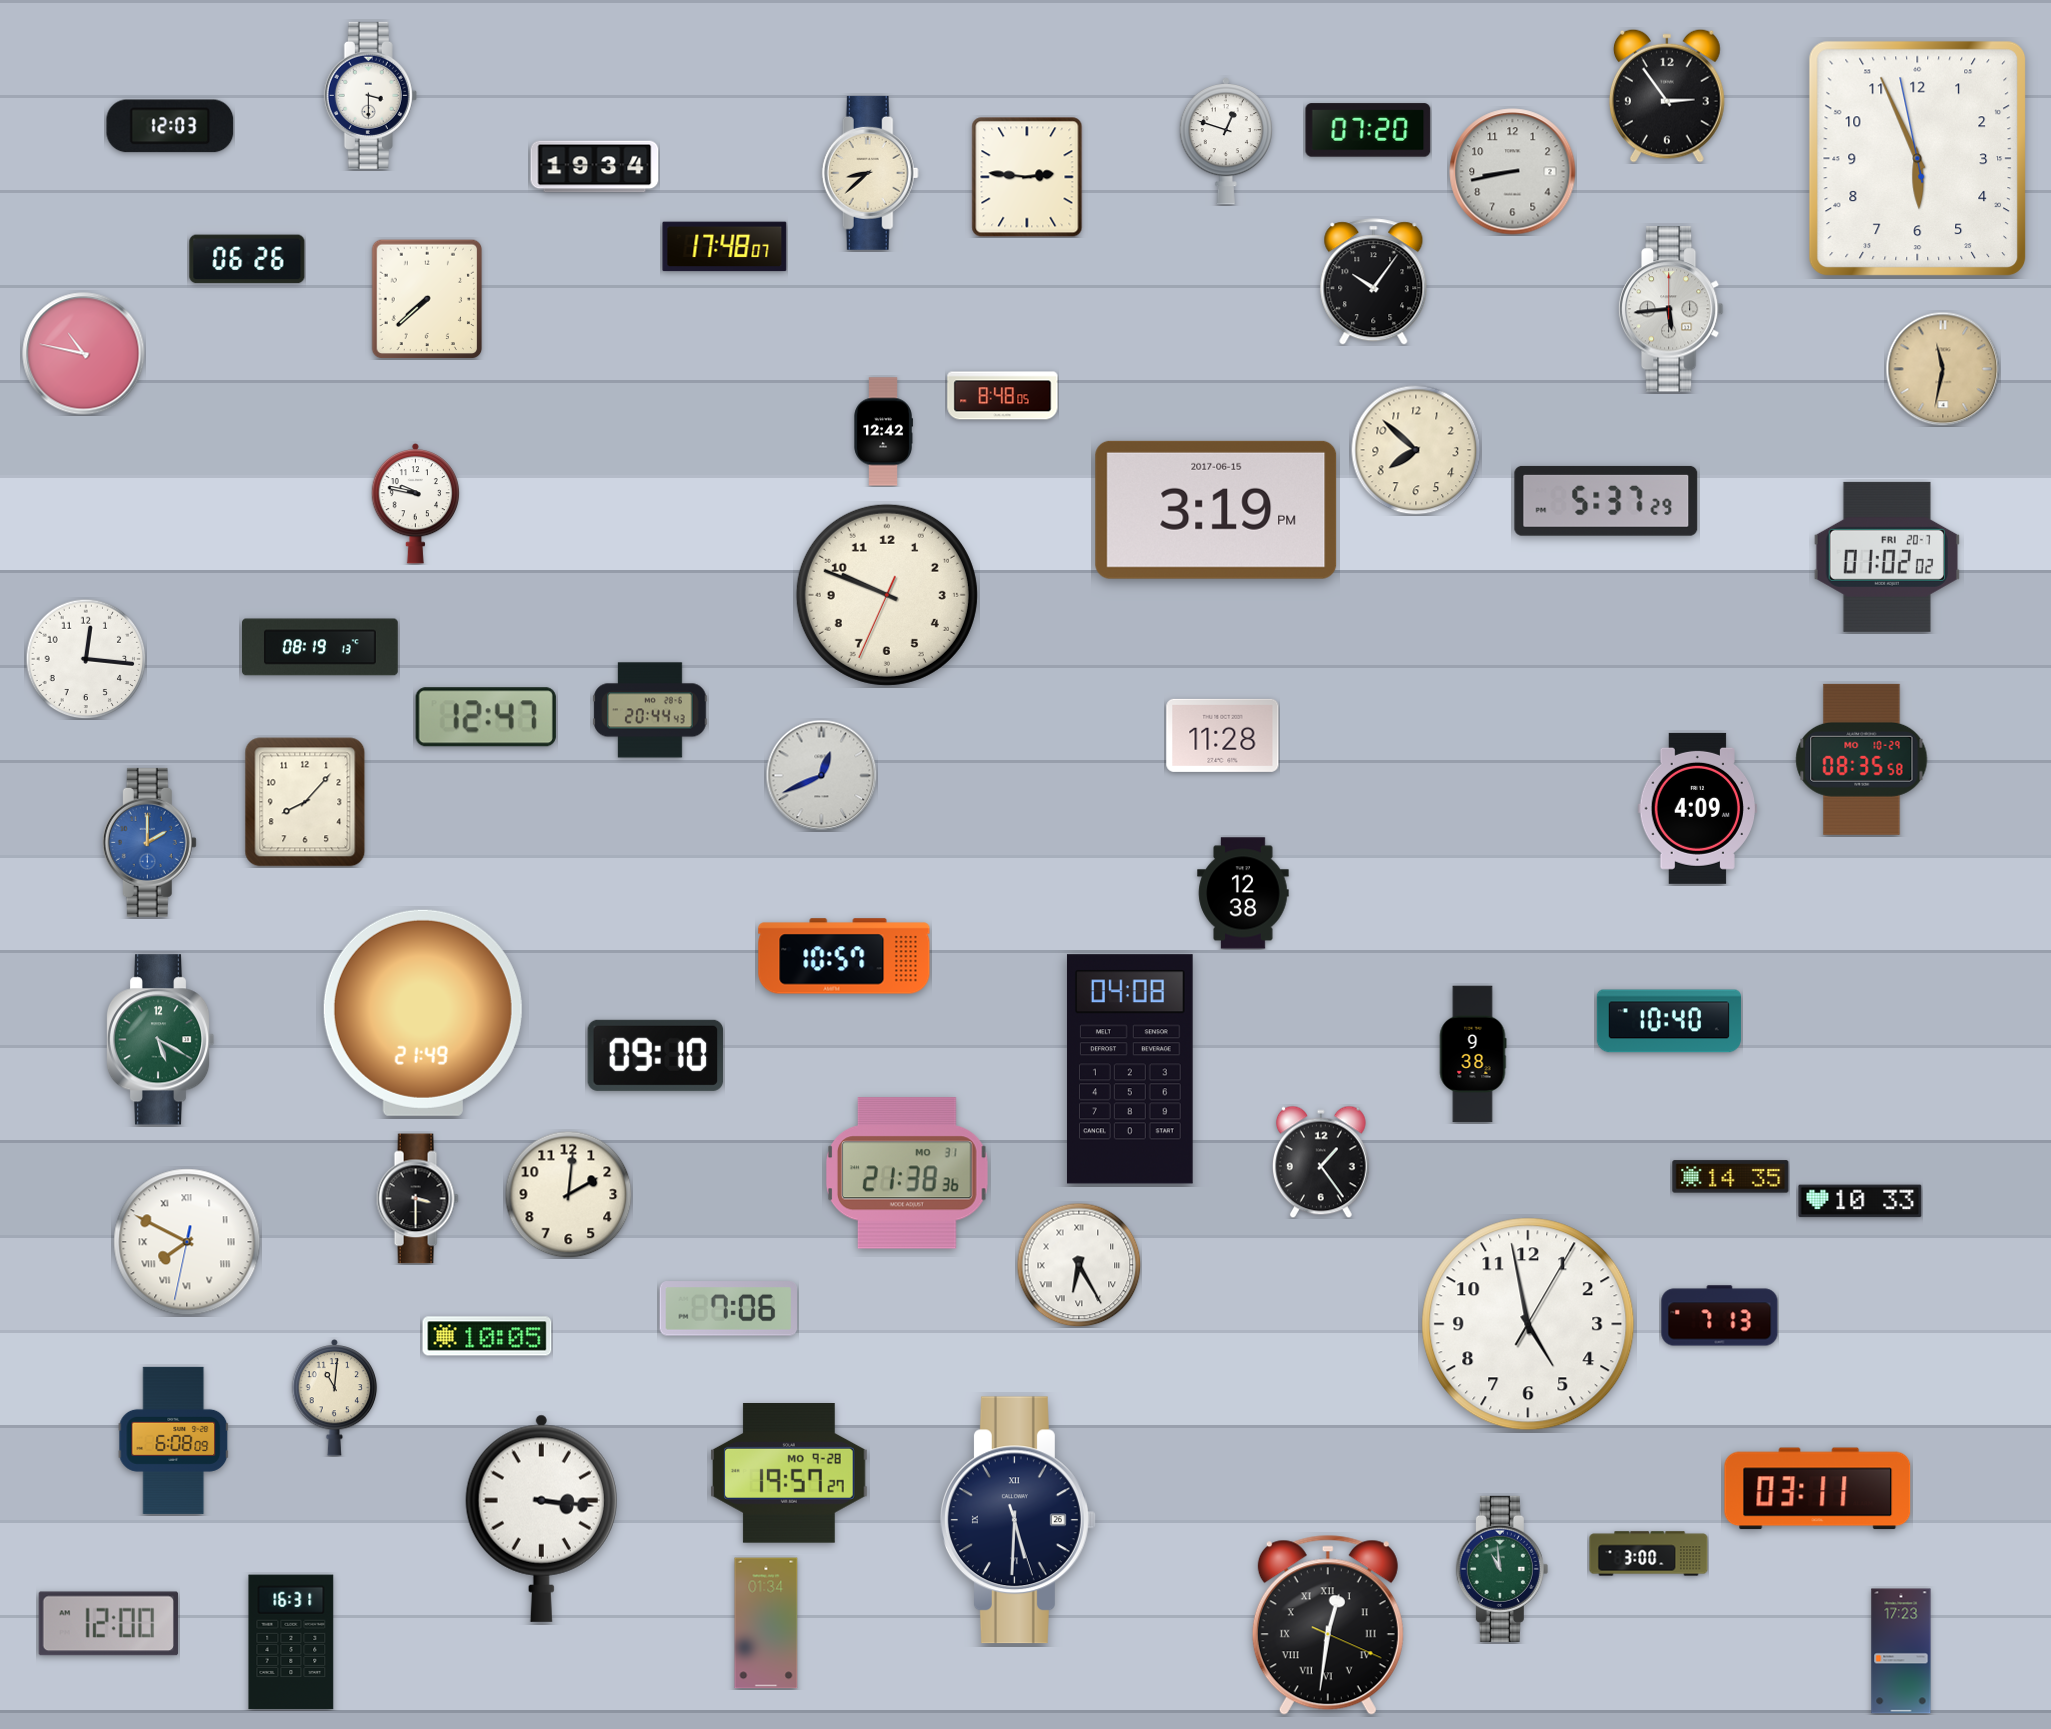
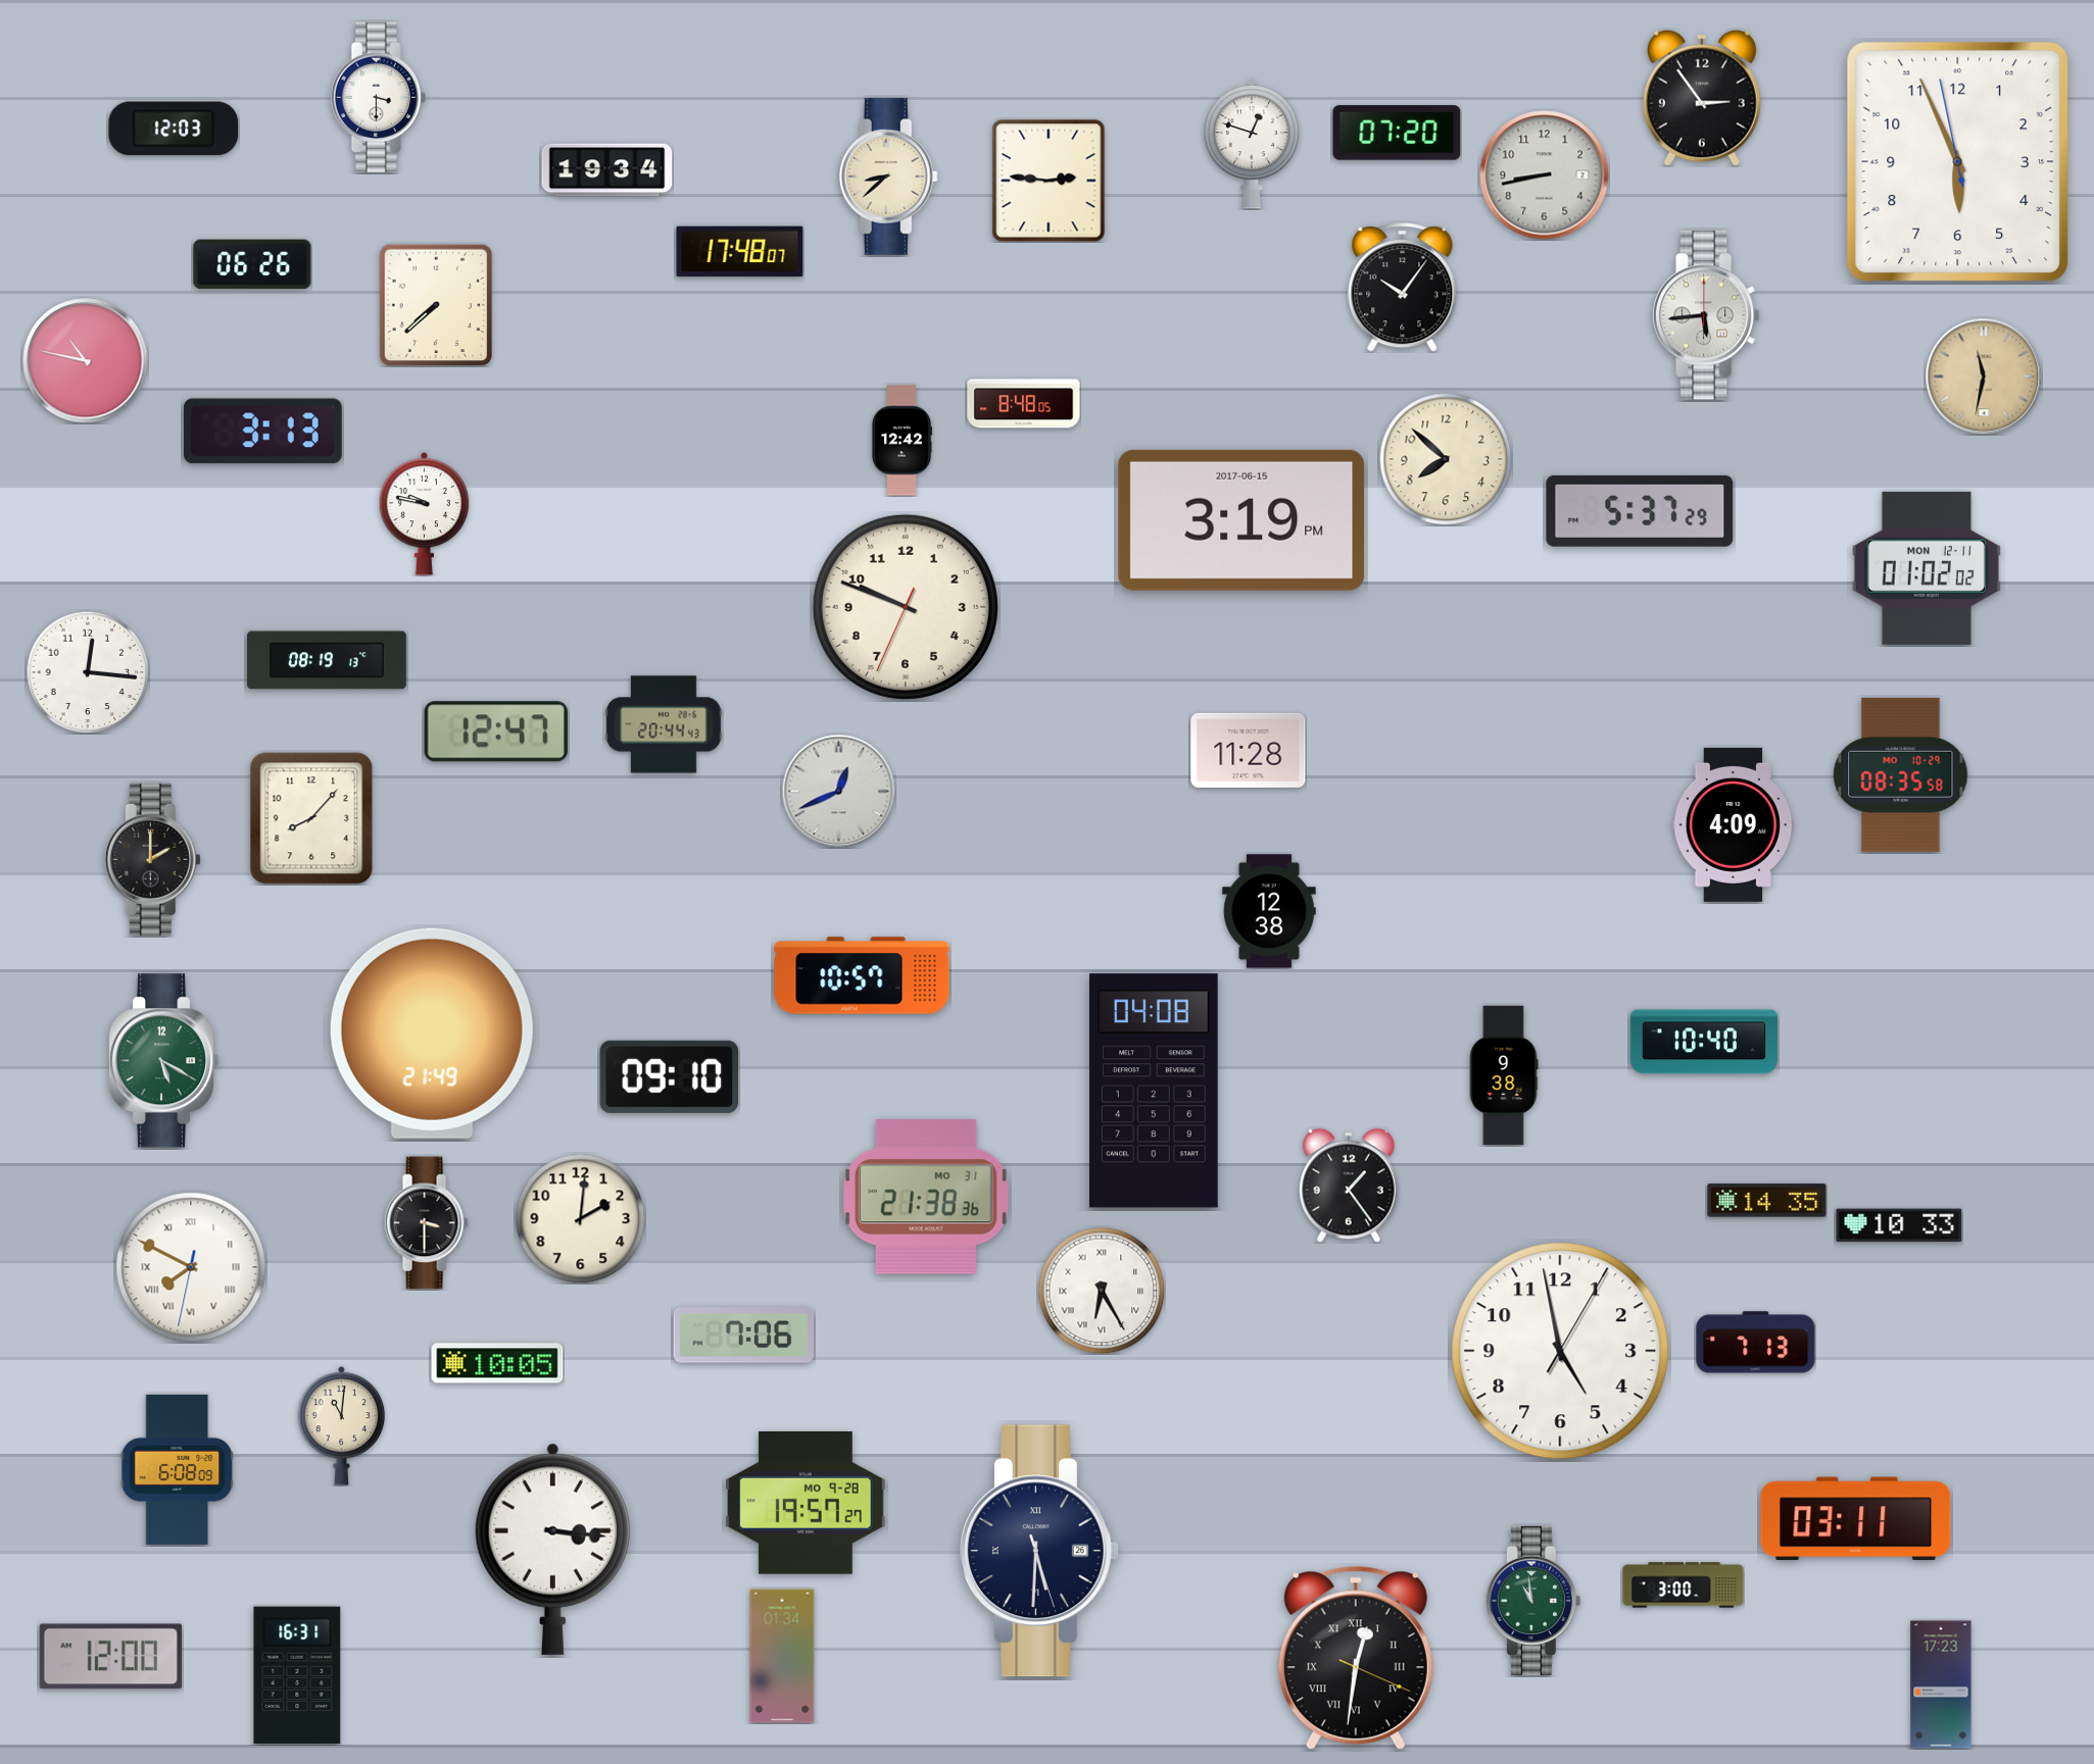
clock at (262, 432): none -> 3:13
clock at (1887, 557) date: FRI 20-7 -> MON 12-11
clock at (149, 842) dial: blue -> black
